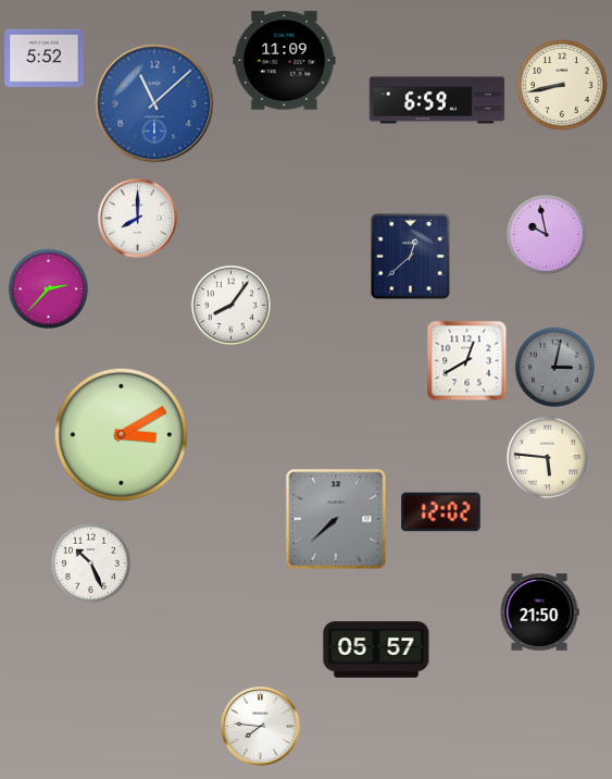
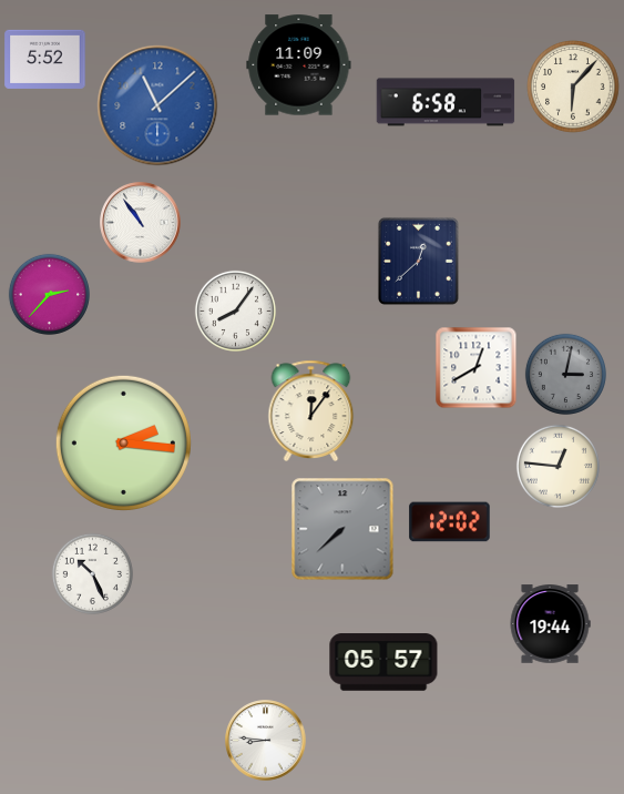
clock at (285, 61) position: (285, 61) -> (299, 65)
clock at (562, 85): 8:43 -> 6:07
clock at (437, 100): 6:59 -> 6:58
clock at (138, 219): 8:00 -> 10:54
clock at (546, 234): 9:58 -> none
clock at (311, 410): none -> 12:06
clock at (121, 434): 3:10 -> 2:16
clock at (547, 457): 5:46 -> 12:46
clock at (539, 613): 21:50 -> 19:44
clock at (261, 727): 7:46 -> 8:46
